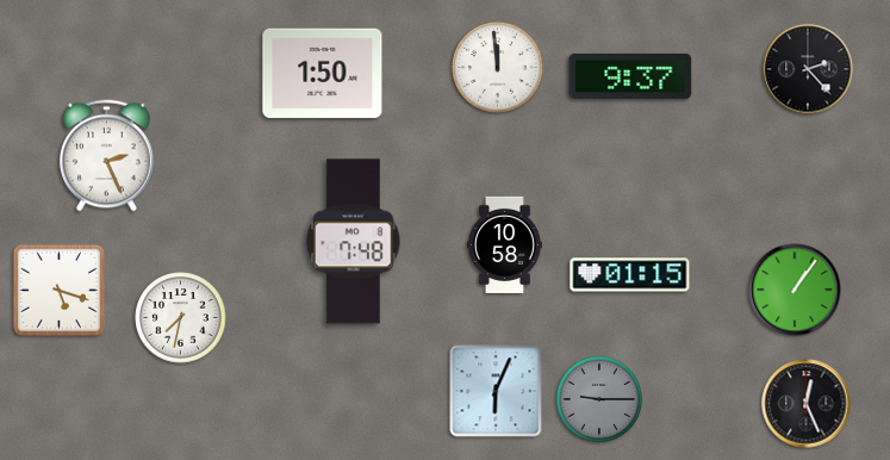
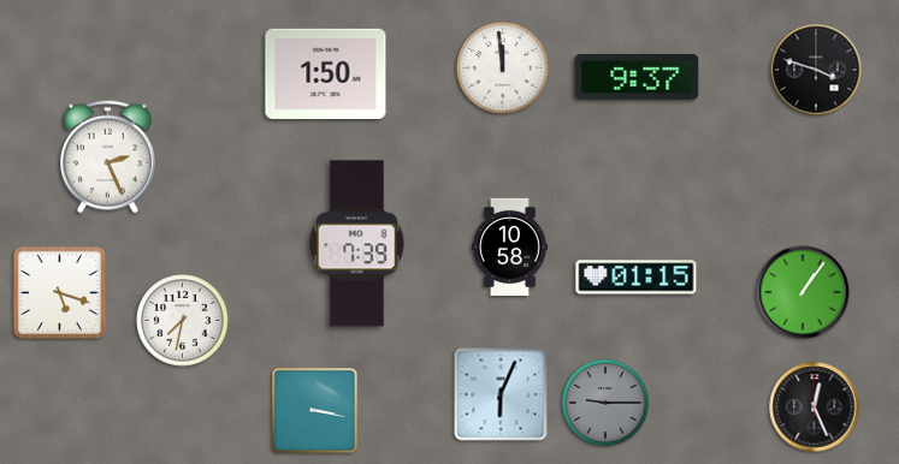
clock at (808, 69): 2:23 -> 3:48
clock at (354, 242): 7:48 -> 7:39
clock at (314, 410): none -> 3:17
